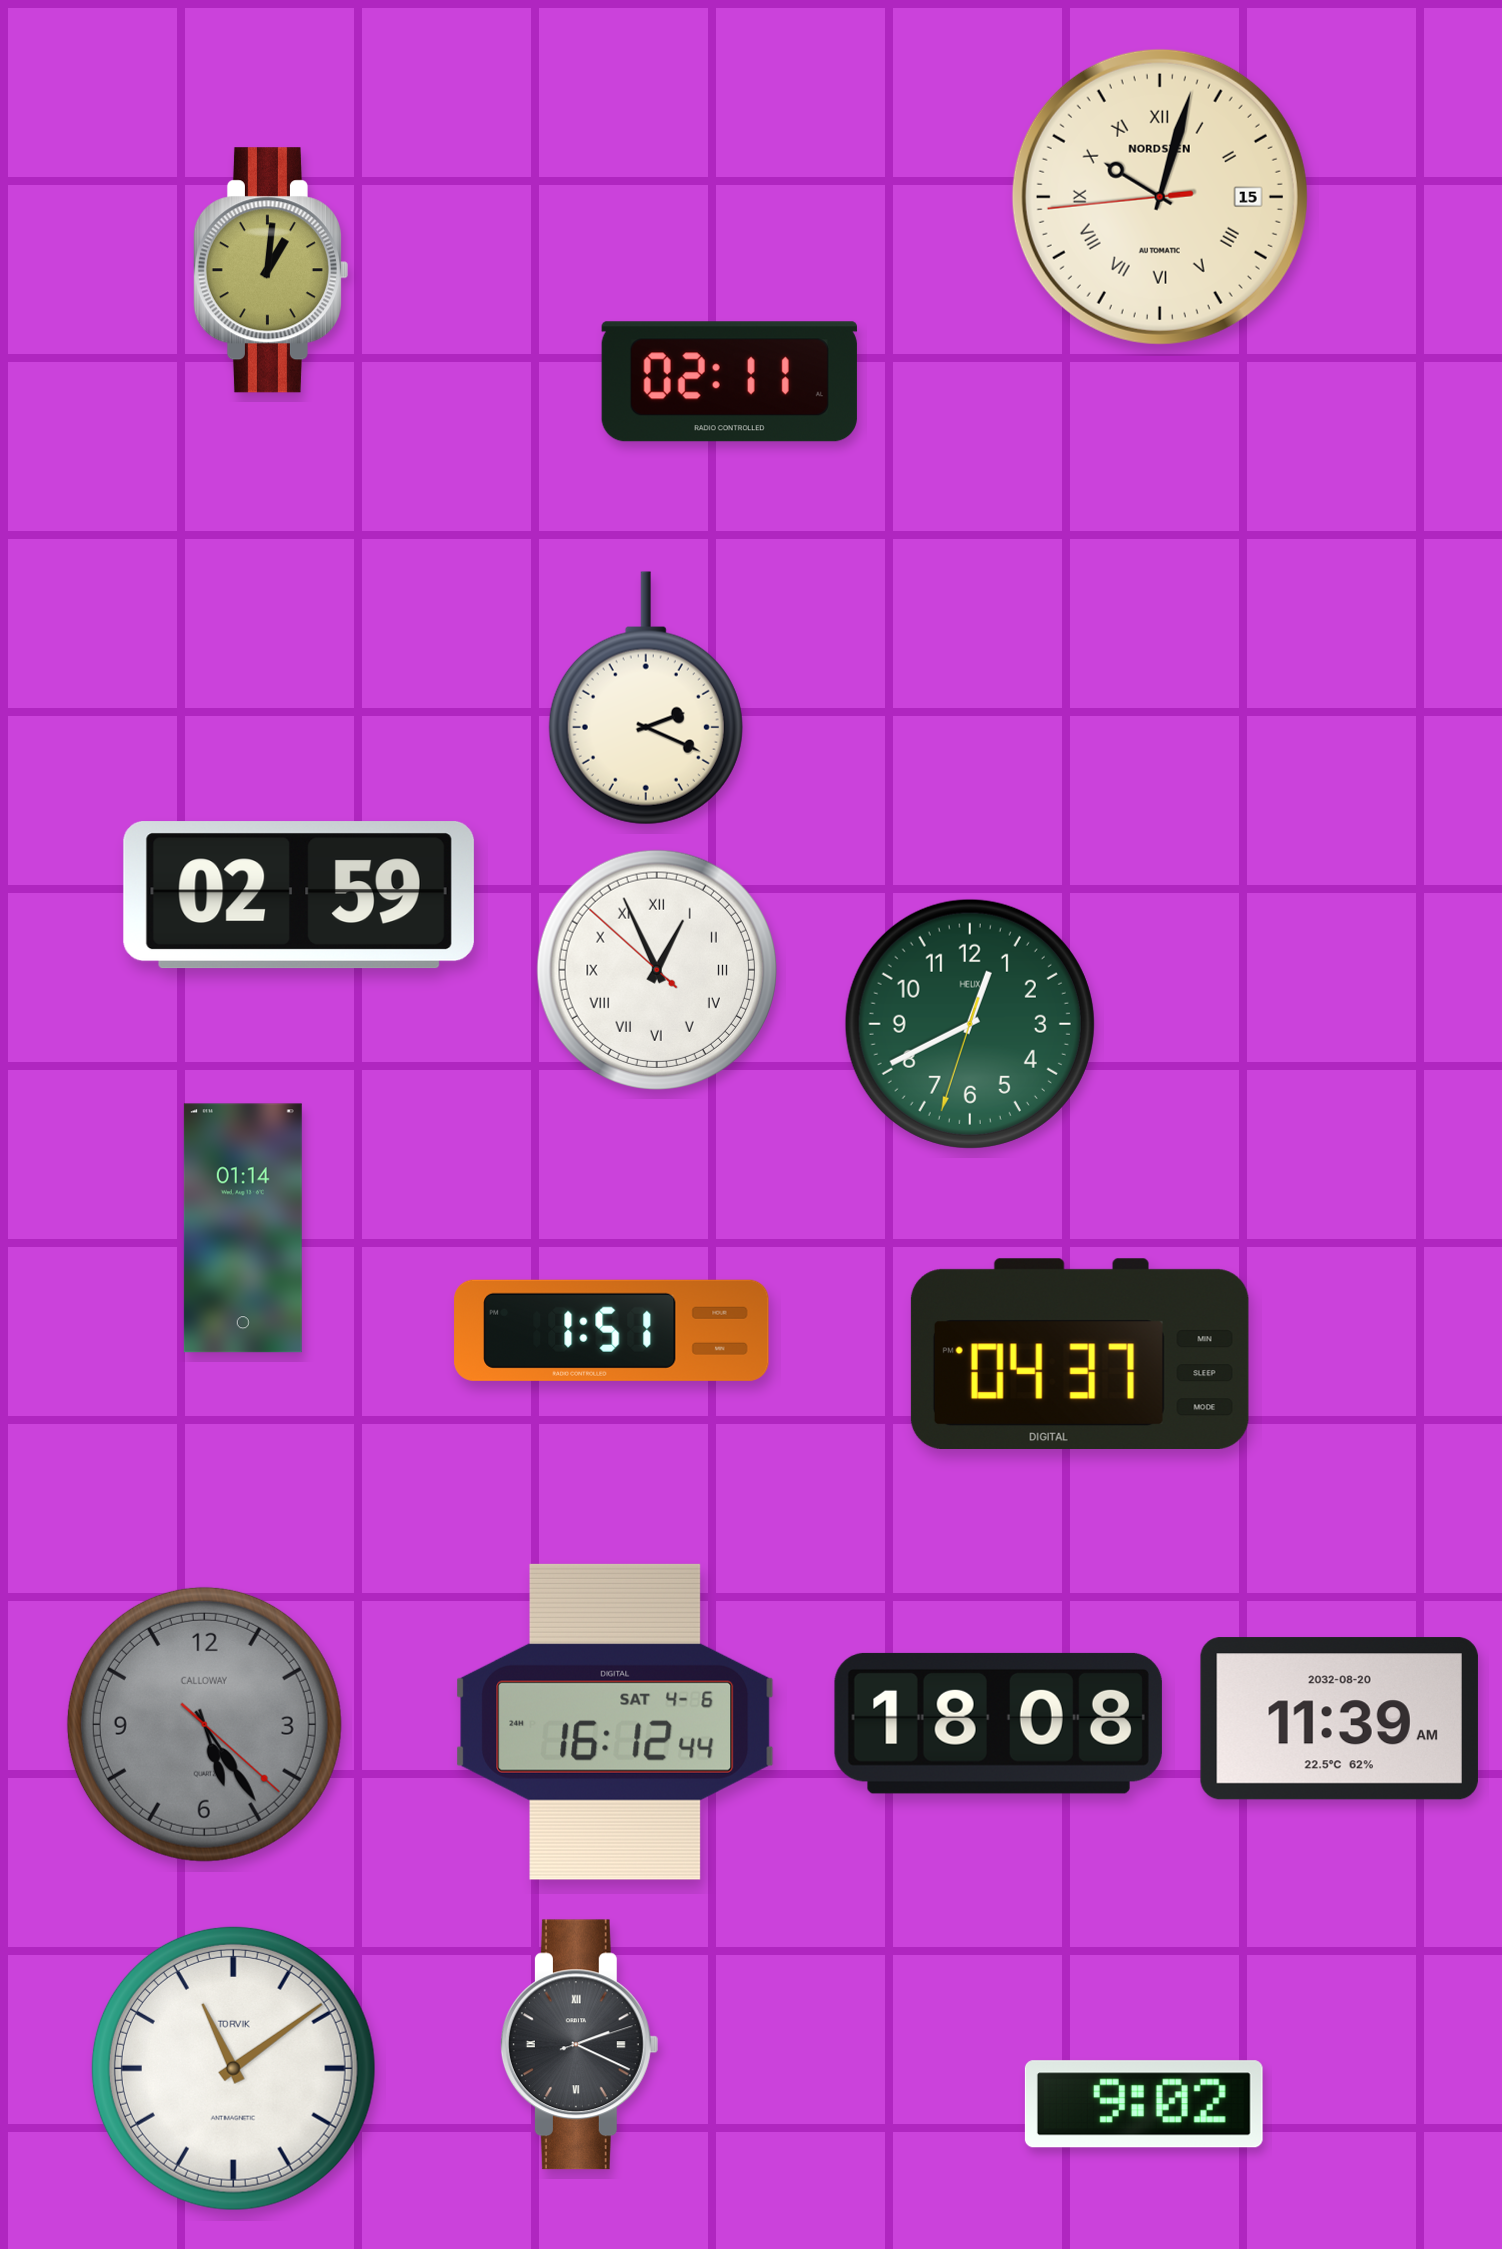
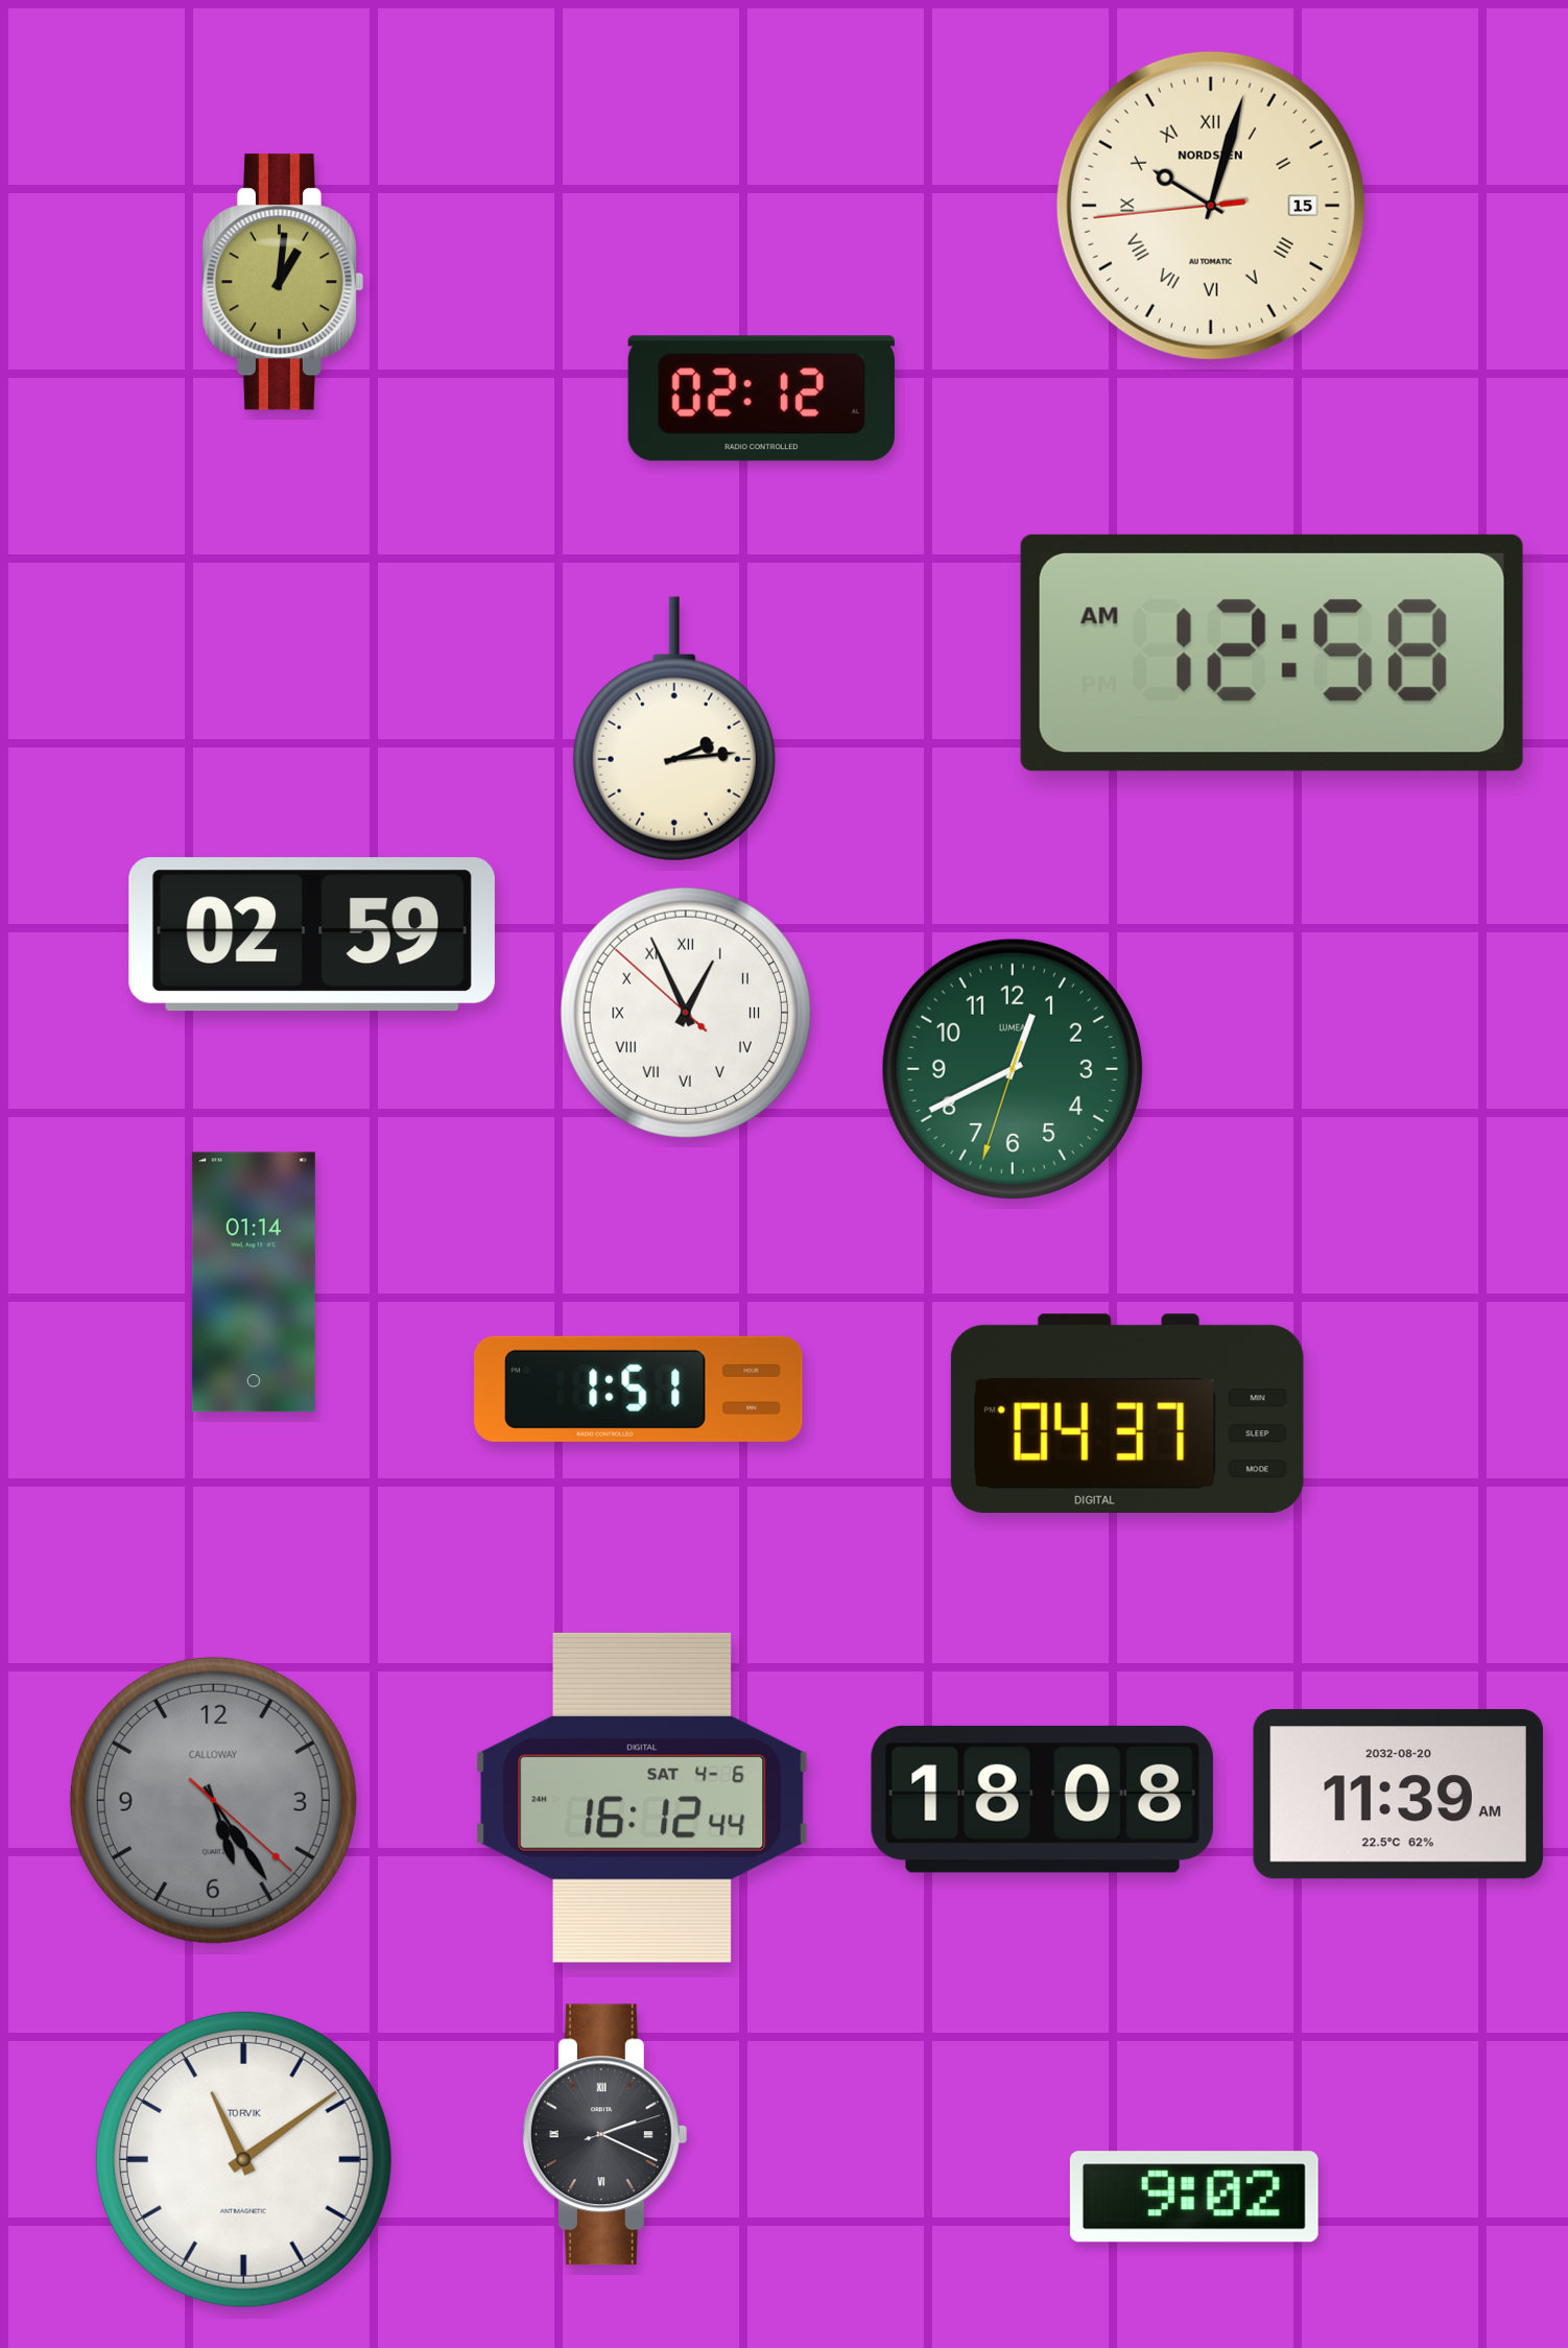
clock at (729, 382): 02:11 -> 02:12
clock at (1272, 653): none -> 12:58
clock at (646, 698): 2:19 -> 2:14
clock at (970, 1024) brand: HELIX -> LUMEA
